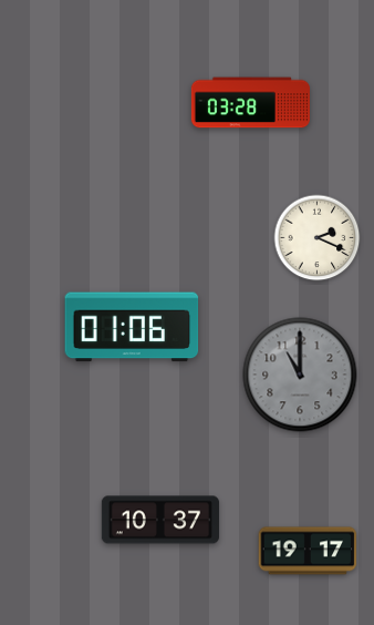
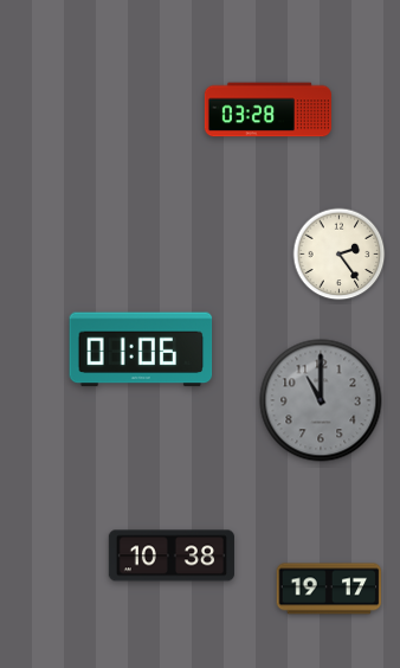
clock at (318, 238): 2:19 -> 2:24
clock at (160, 520): 10:37 -> 10:38
